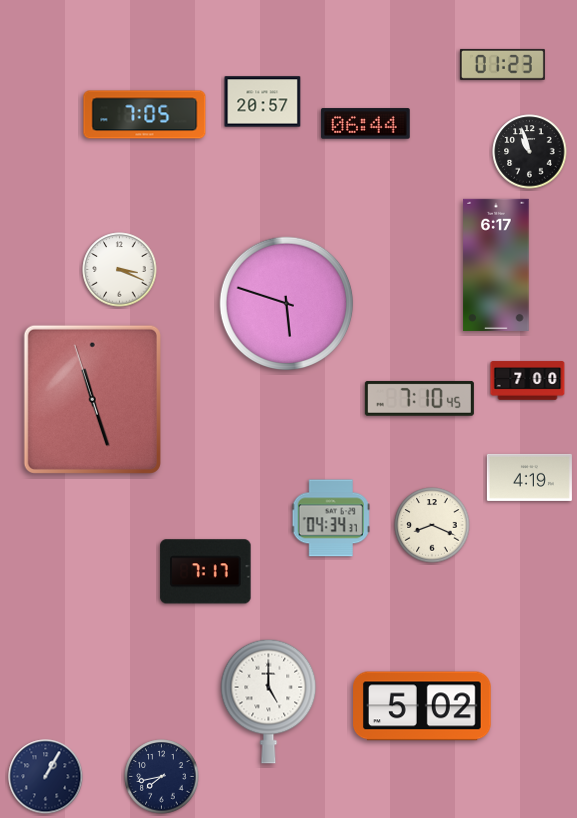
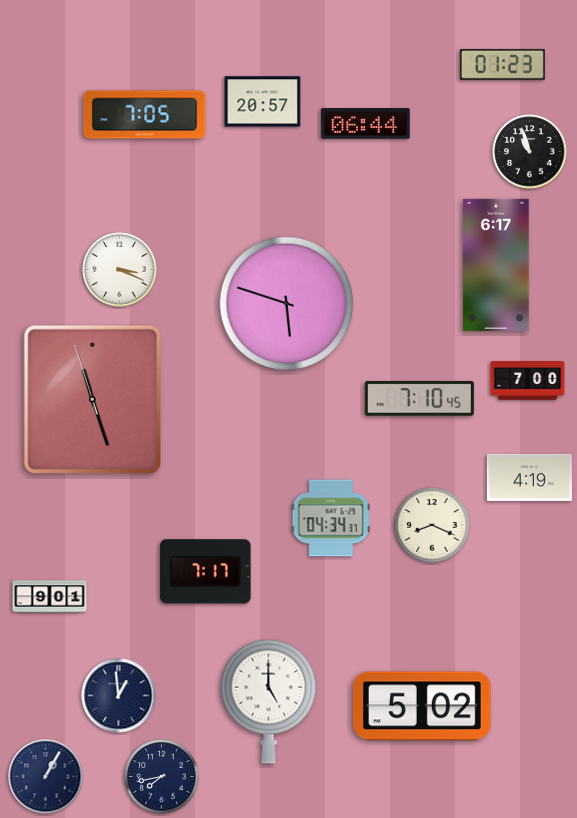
clock at (50, 597): none -> 9:01
clock at (119, 696): none -> 12:59
